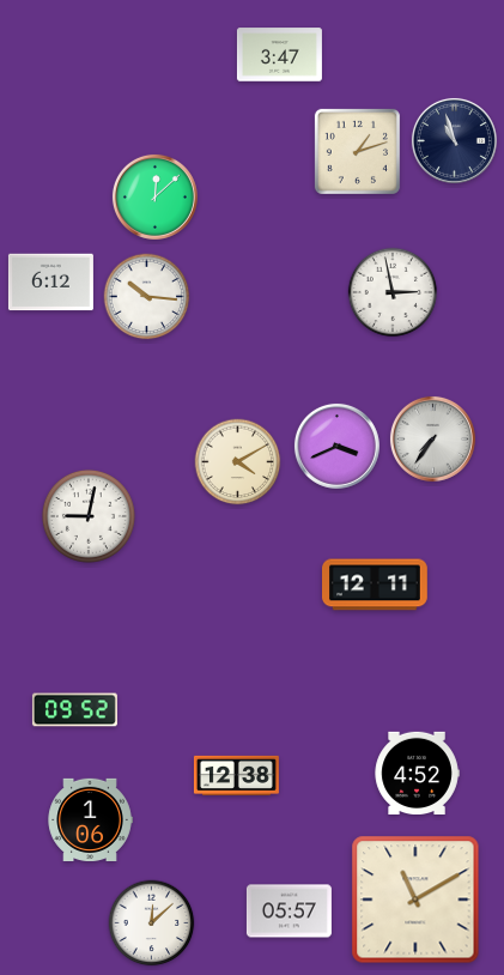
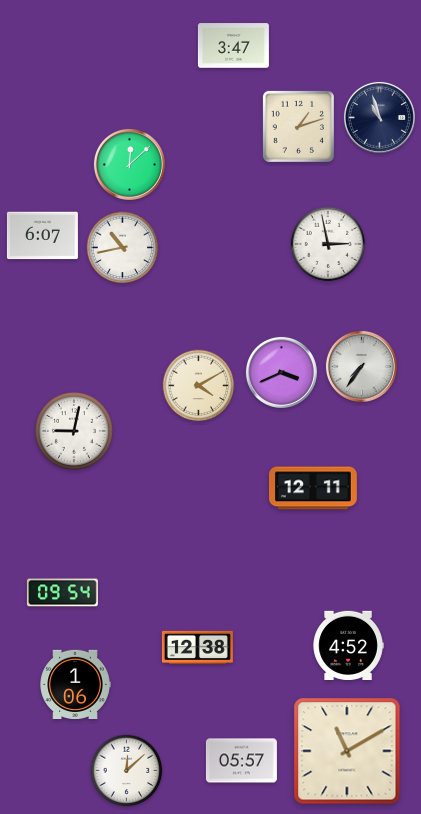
clock at (50, 283): 6:12 -> 6:07
clock at (147, 297): 10:16 -> 10:43
clock at (74, 710): 09:52 -> 09:54
